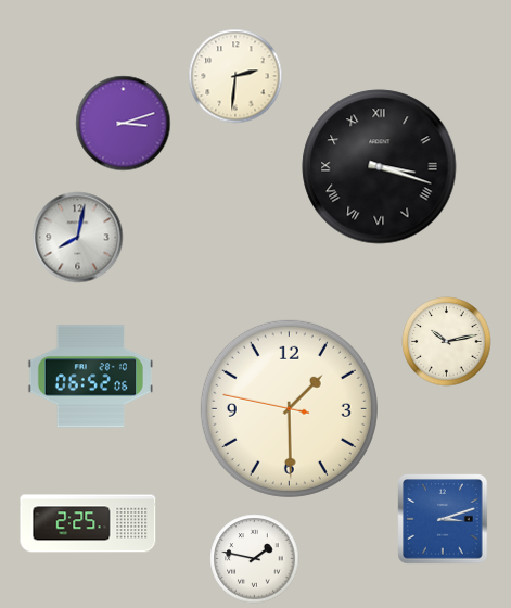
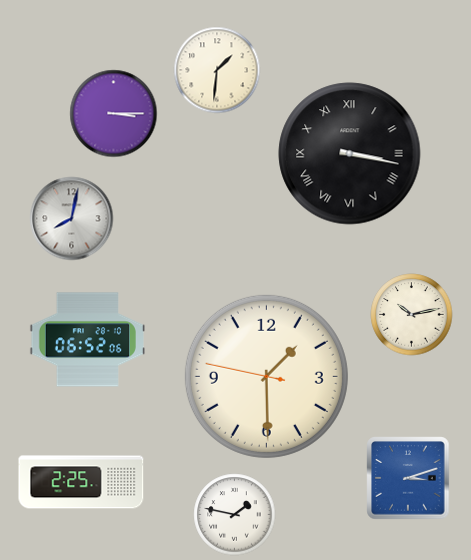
clock at (235, 76): 2:31 -> 1:31
clock at (124, 124): 3:12 -> 3:15
clock at (380, 167): 3:18 -> 3:17
clock at (90, 377) position: (90, 377) -> (87, 340)
